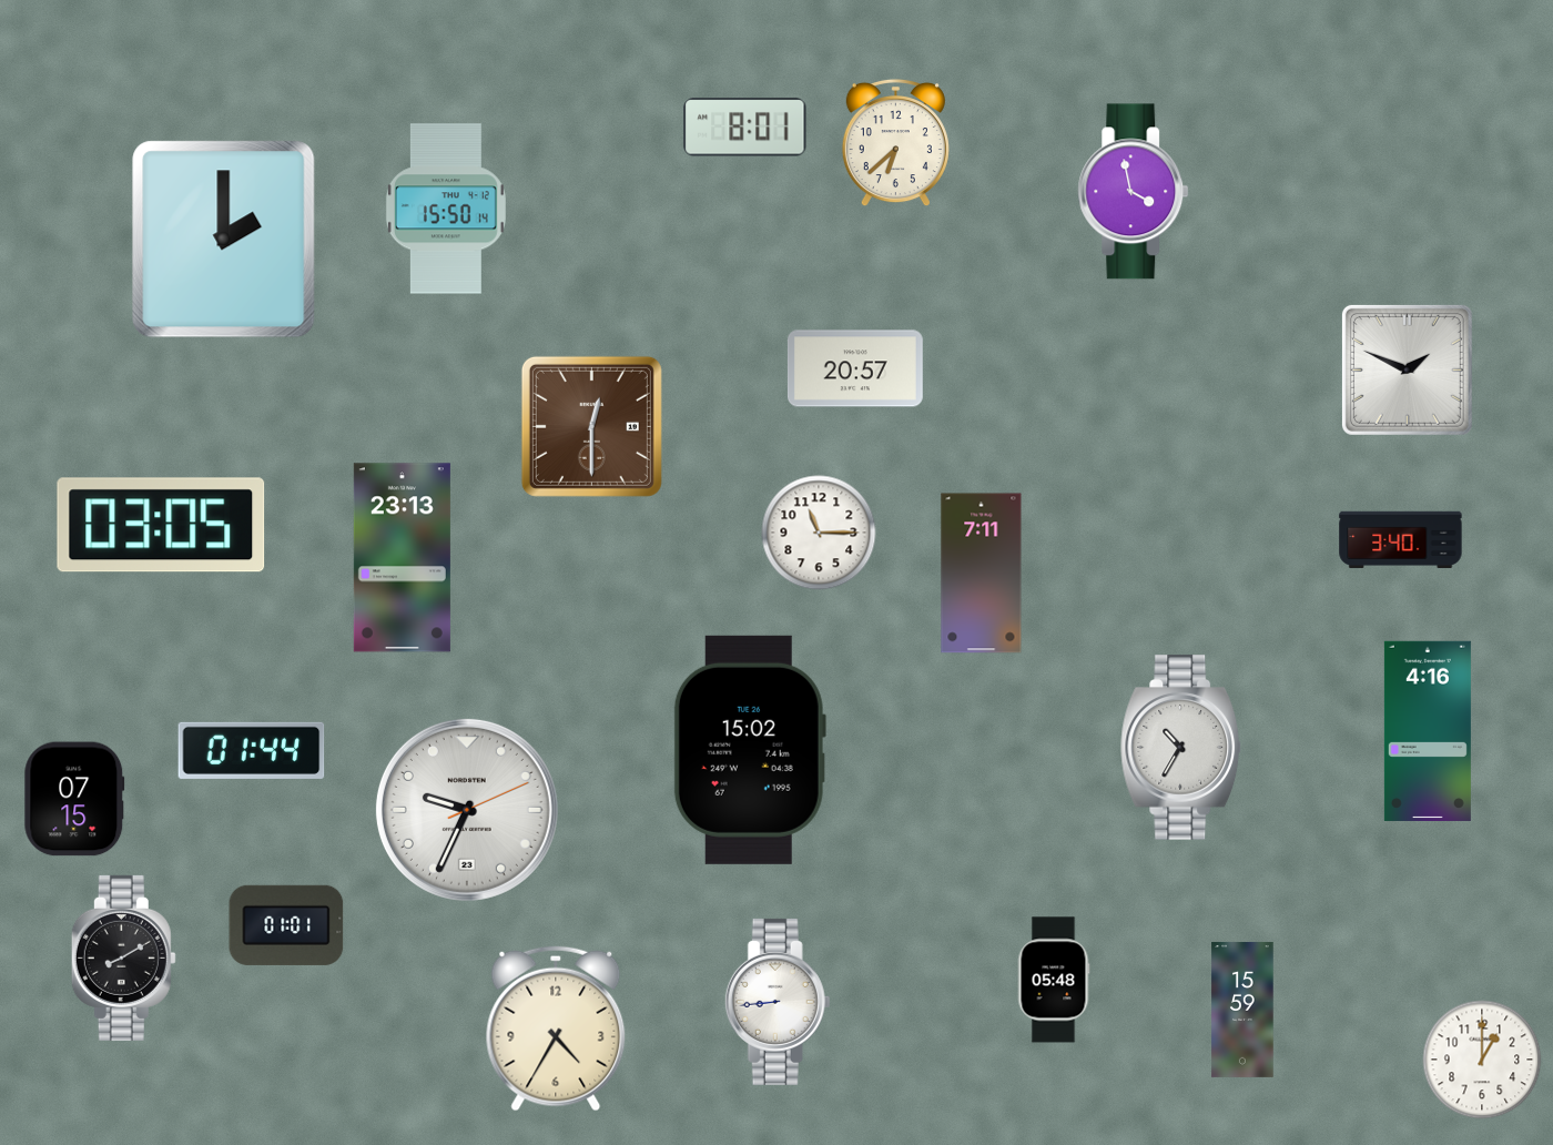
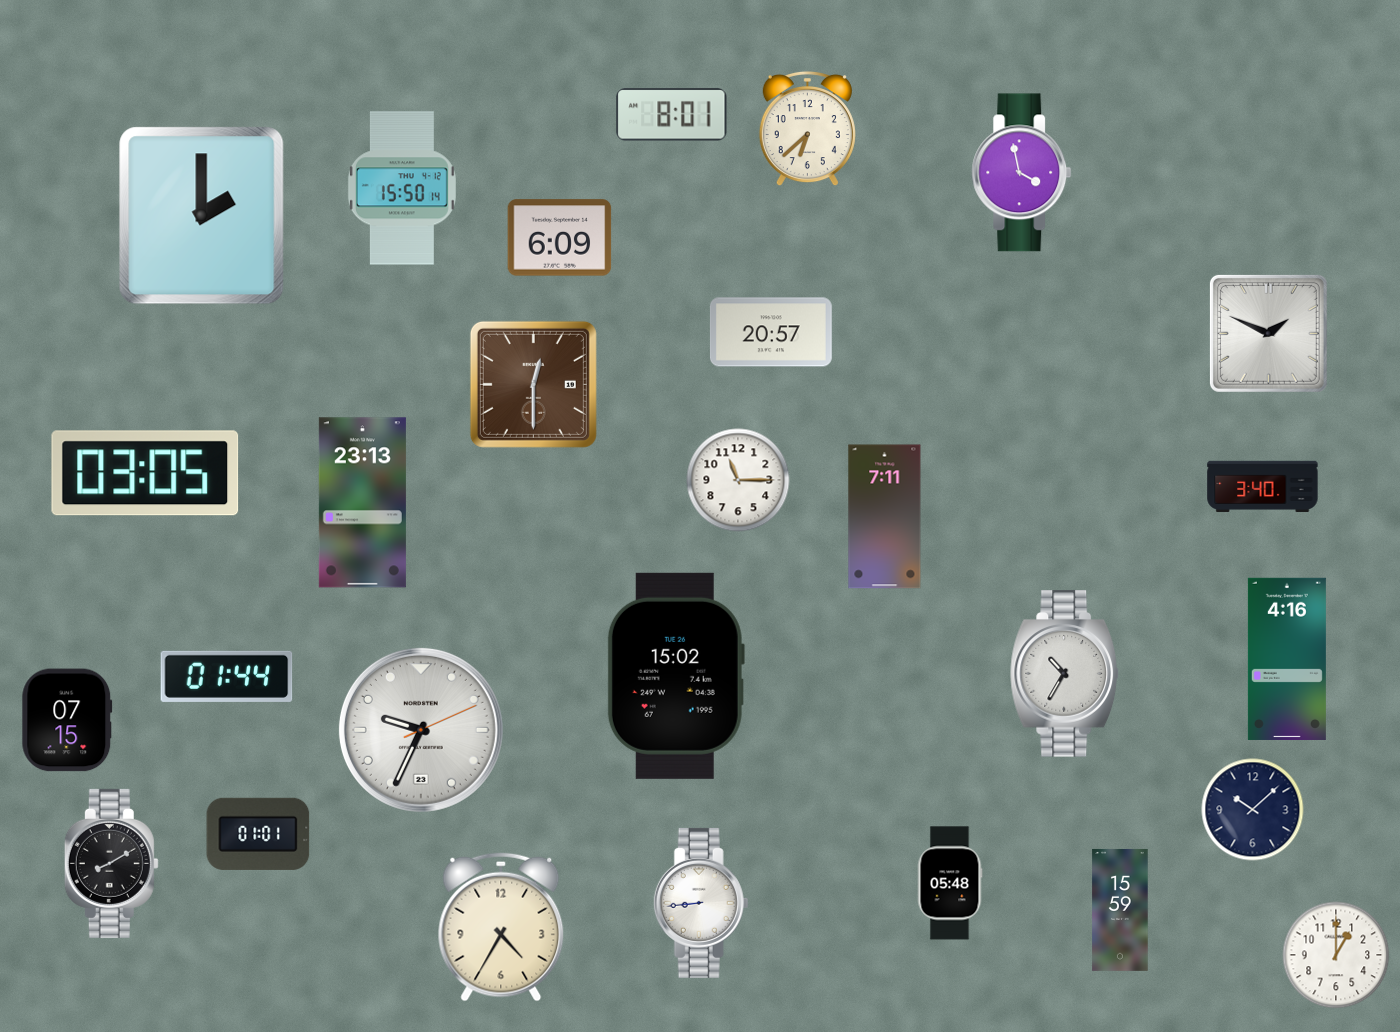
clock at (560, 238): none -> 6:09
clock at (1253, 810): none -> 10:08
